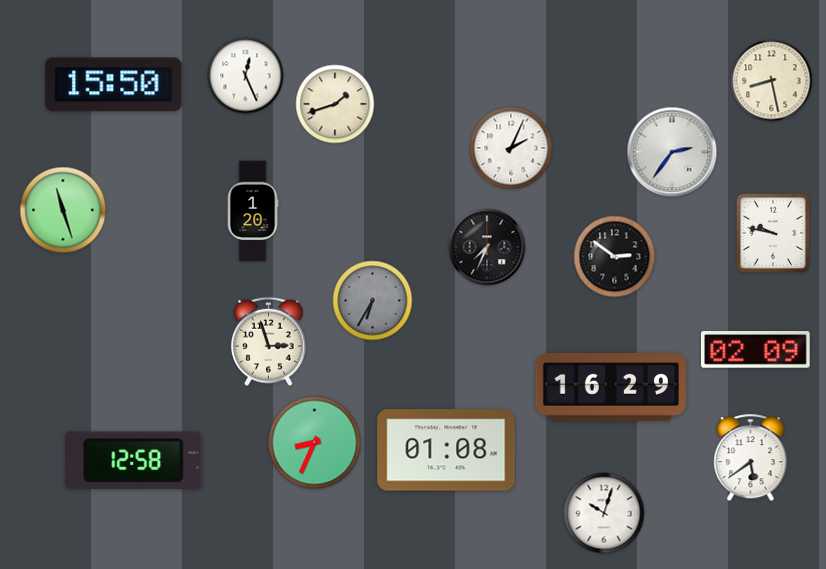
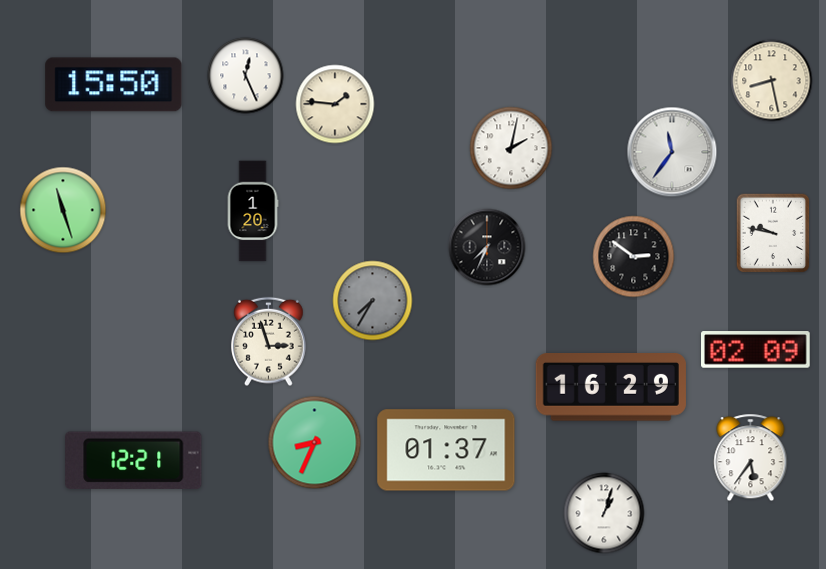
clock at (335, 104): 1:42 -> 1:46
clock at (511, 148): 2:04 -> 2:02
clock at (672, 152): 2:36 -> 11:36
clock at (615, 257) position: (615, 257) -> (634, 257)
clock at (373, 301): 6:35 -> 7:35
clock at (446, 450): 01:08 -> 01:37
clock at (751, 458): 5:39 -> 5:36
clock at (134, 460): 12:58 -> 12:21
clock at (604, 513): 10:03 -> 1:03
